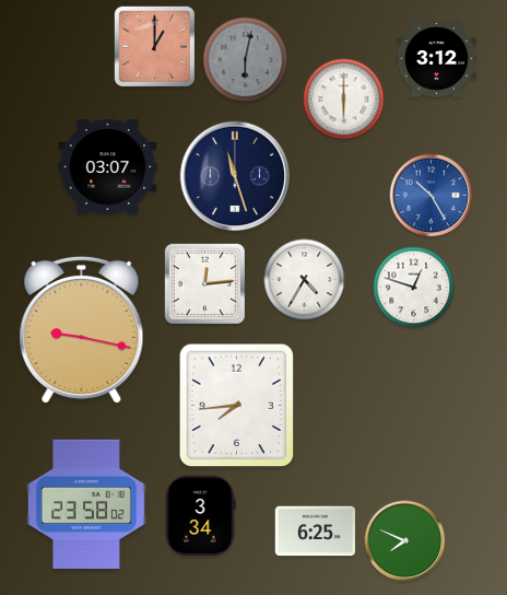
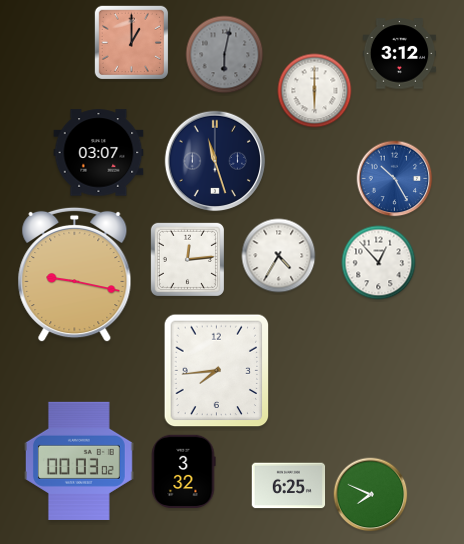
clock at (154, 46) position: (154, 46) -> (131, 42)
clock at (414, 288): 12:48 -> 12:53
clock at (82, 330) position: (82, 330) -> (75, 275)
clock at (86, 504): 23:58 -> 00:03
clock at (200, 516): 3:34 -> 3:32
